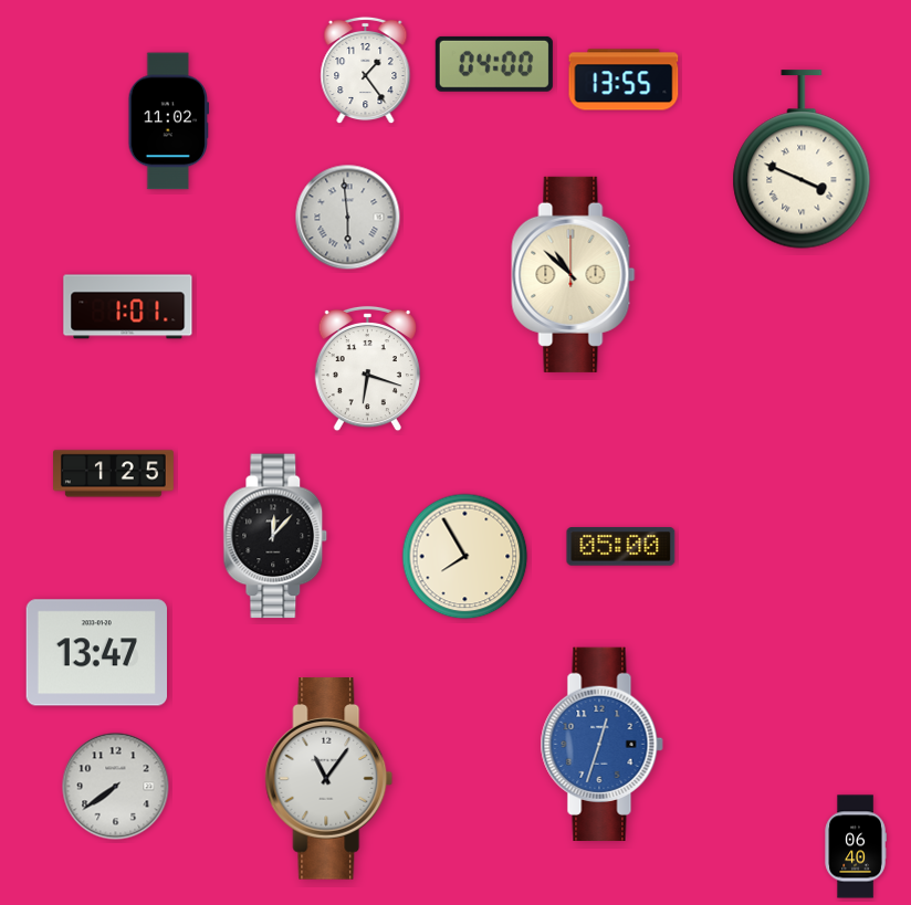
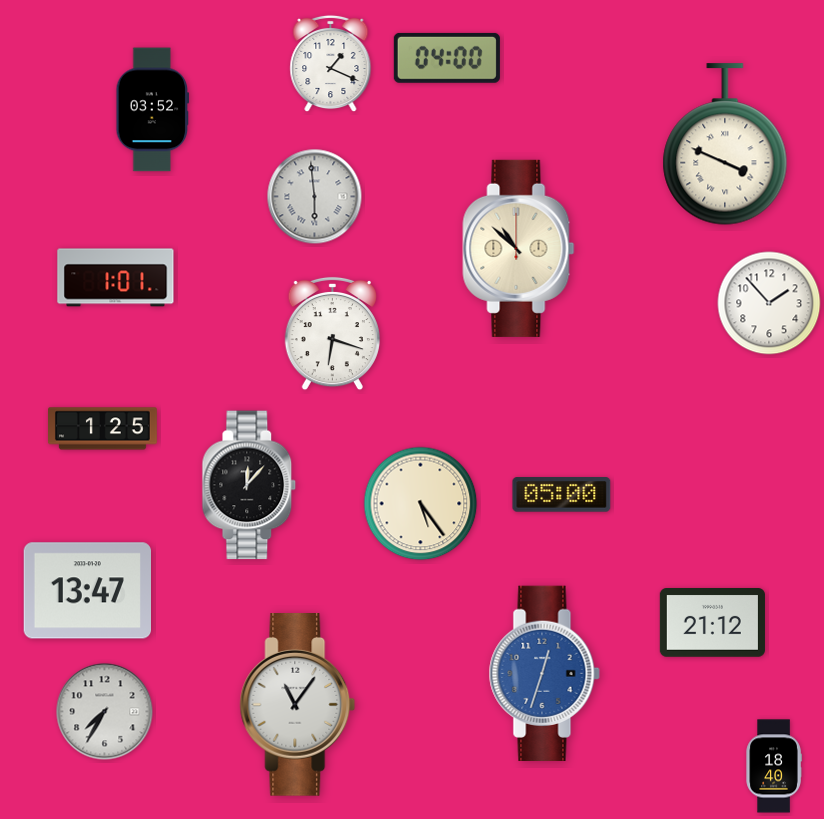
clock at (366, 71): 1:24 -> 1:19
clock at (624, 80): 13:55 -> none
clock at (169, 122): 11:02 -> 03:52
clock at (769, 303): none -> 1:53
clock at (465, 557): 7:55 -> 5:24
clock at (712, 623): none -> 21:12
clock at (116, 787): 7:39 -> 7:35
clock at (856, 846): 06:40 -> 18:40
